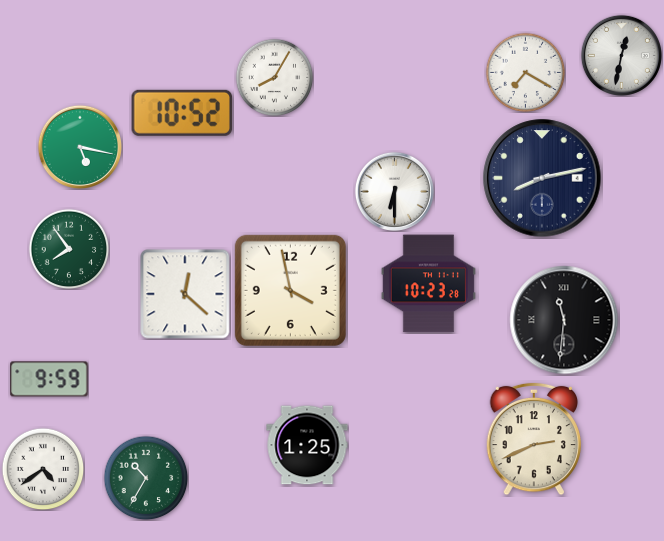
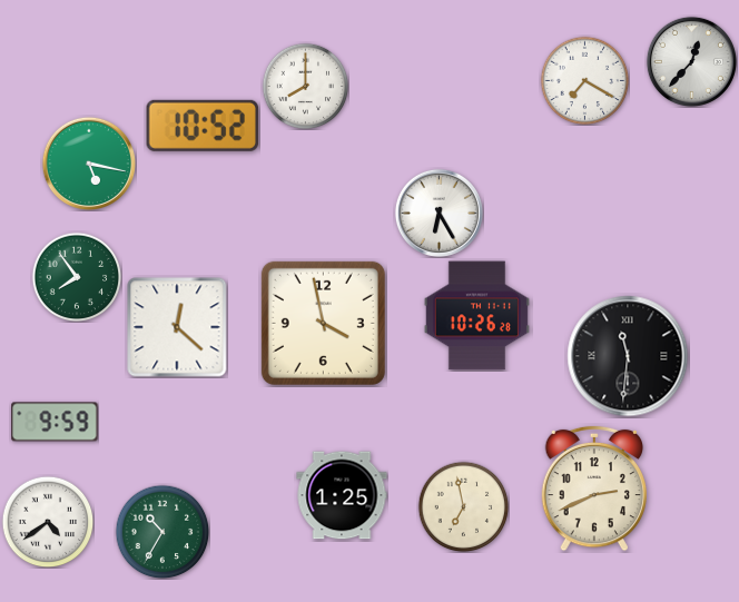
clock at (621, 55): 12:32 -> 12:37
clock at (274, 77): 8:05 -> 8:00
clock at (542, 178): 8:13 -> none
clock at (394, 191): 6:30 -> 6:25
clock at (428, 284): 10:23 -> 10:26
clock at (185, 294) position: (185, 294) -> (177, 327)
clock at (463, 506): none -> 6:58
